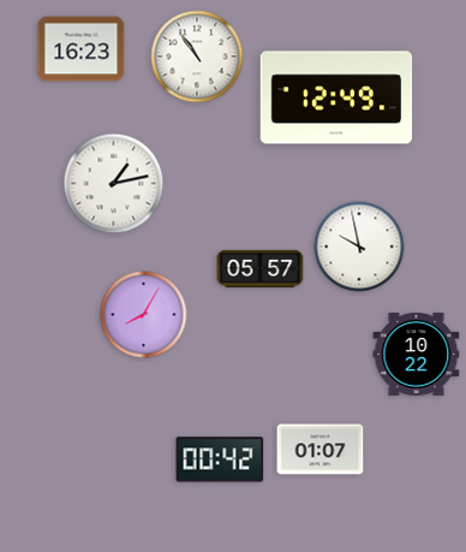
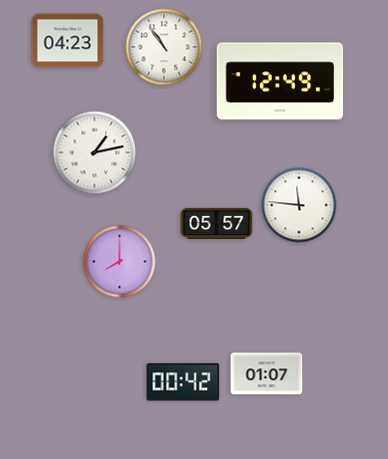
clock at (82, 49): 16:23 -> 04:23
clock at (359, 247): 9:58 -> 11:46
clock at (144, 315): 8:05 -> 8:00
clock at (417, 354): 10:22 -> none
